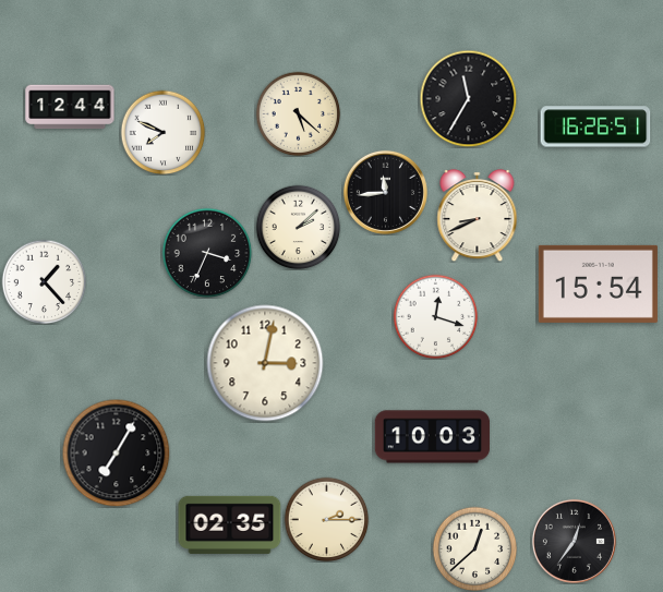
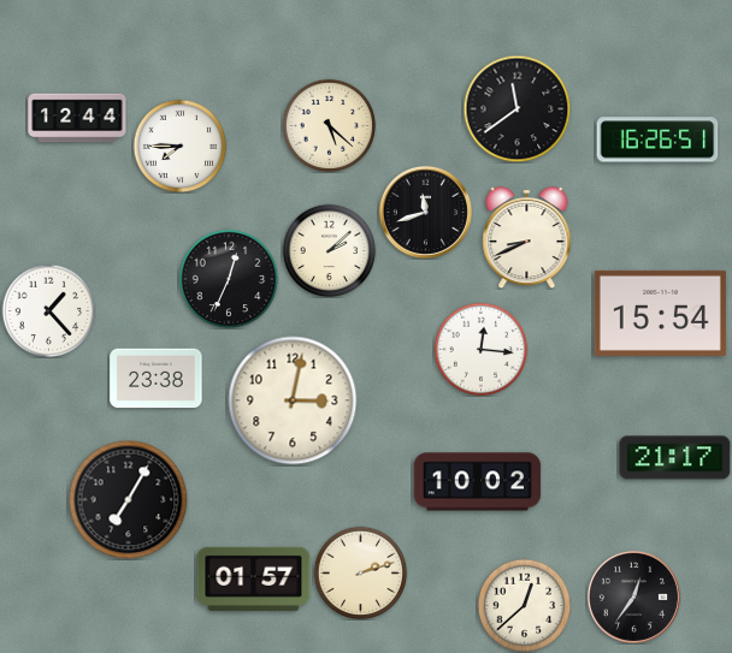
clock at (468, 98): 11:35 -> 11:39
clock at (162, 132): 7:49 -> 7:45
clock at (385, 192): 11:44 -> 11:42
clock at (207, 253): 3:34 -> 12:34
clock at (435, 316): 12:18 -> 12:16
clock at (157, 379): none -> 23:38
clock at (675, 458): none -> 21:17
clock at (433, 437): 10:03 -> 10:02
clock at (326, 519): 2:15 -> 2:12
clock at (230, 524): 02:35 -> 01:57
